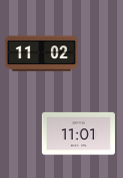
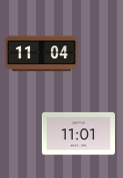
clock at (41, 54): 11:02 -> 11:04
